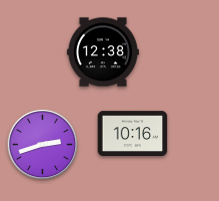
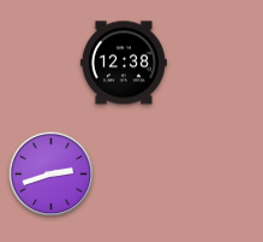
clock at (133, 133): 10:16 -> none
